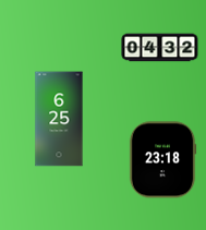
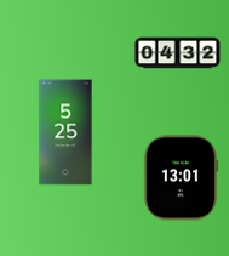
clock at (59, 119): 6:25 -> 5:25
clock at (162, 160): 23:18 -> 13:01
